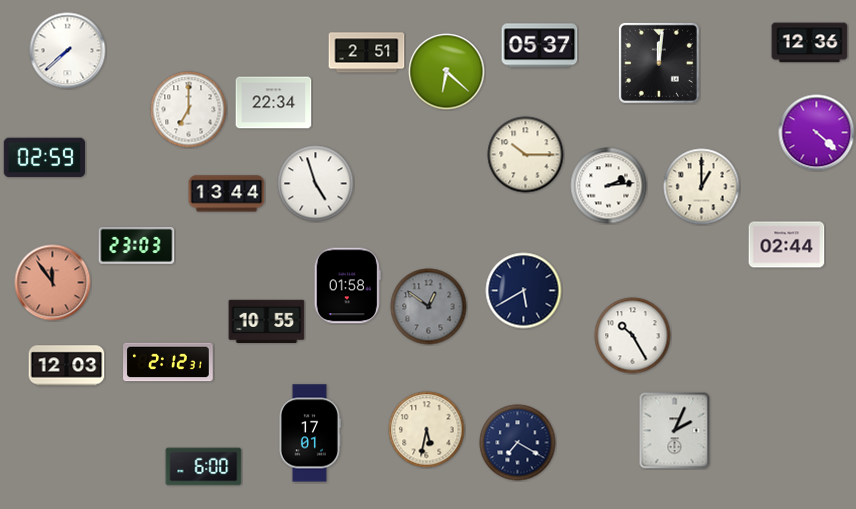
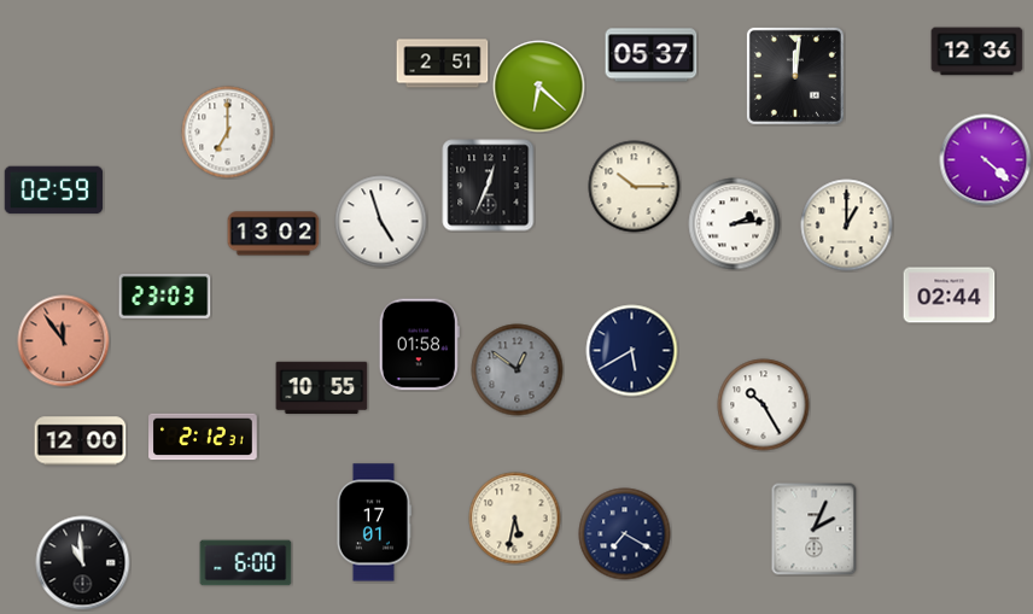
clock at (68, 51): 7:38 -> none
clock at (274, 103): 22:34 -> none
clock at (489, 186): none -> 12:34
clock at (227, 194): 13:44 -> 13:02
clock at (67, 366): 12:03 -> 12:00
clock at (675, 431) position: (675, 431) -> (815, 530)
clock at (83, 563): none -> 10:59
